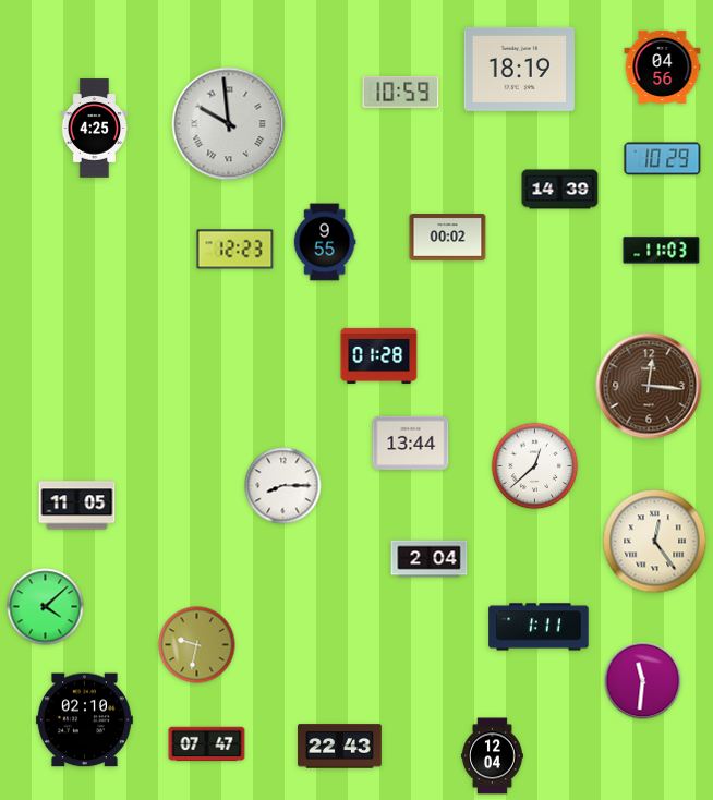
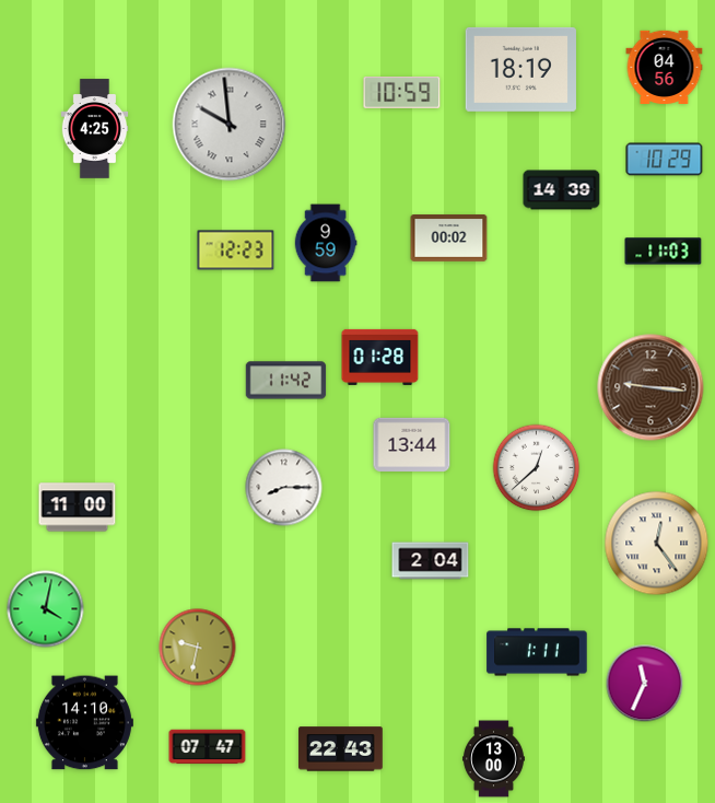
clock at (325, 242): 9:55 -> 9:59
clock at (286, 381): none -> 11:42
clock at (649, 386): 12:16 -> 9:16
clock at (77, 506): 11:05 -> 11:00
clock at (46, 607): 4:08 -> 4:02
clock at (539, 627) position: (539, 627) -> (537, 652)
clock at (643, 681): 11:31 -> 11:34
clock at (84, 720): 02:10 -> 14:10
clock at (493, 756): 12:04 -> 13:00
